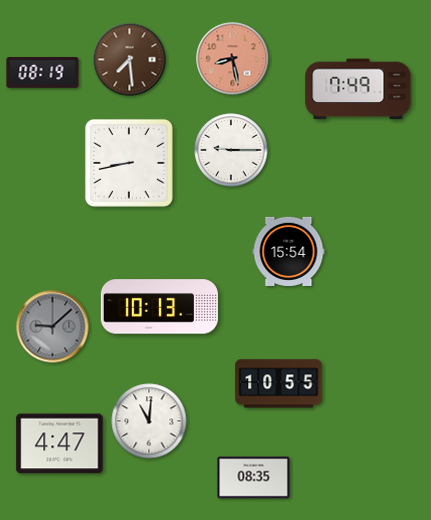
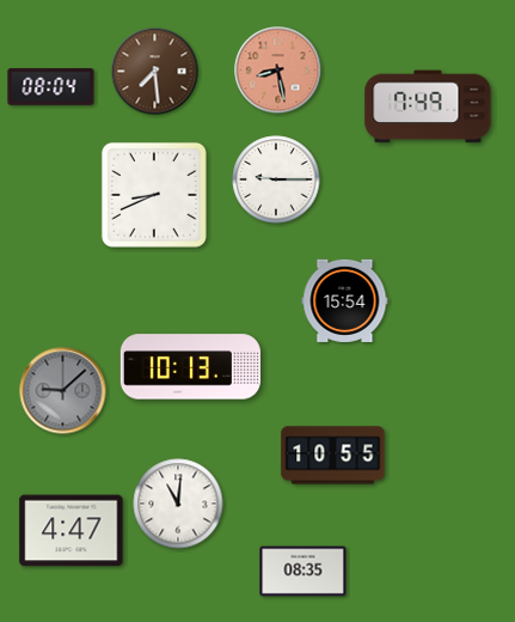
clock at (43, 73): 08:19 -> 08:04
clock at (129, 163): 8:43 -> 8:41
clock at (279, 384) position: (279, 384) -> (333, 456)
